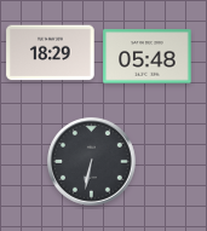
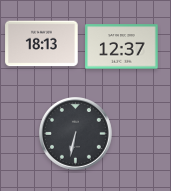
clock at (51, 53): 18:29 -> 18:13
clock at (148, 57): 05:48 -> 12:37
